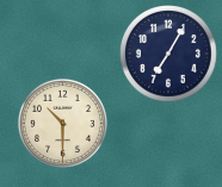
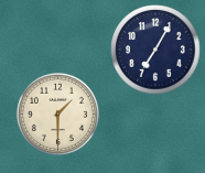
clock at (62, 123): 10:30 -> 1:30
